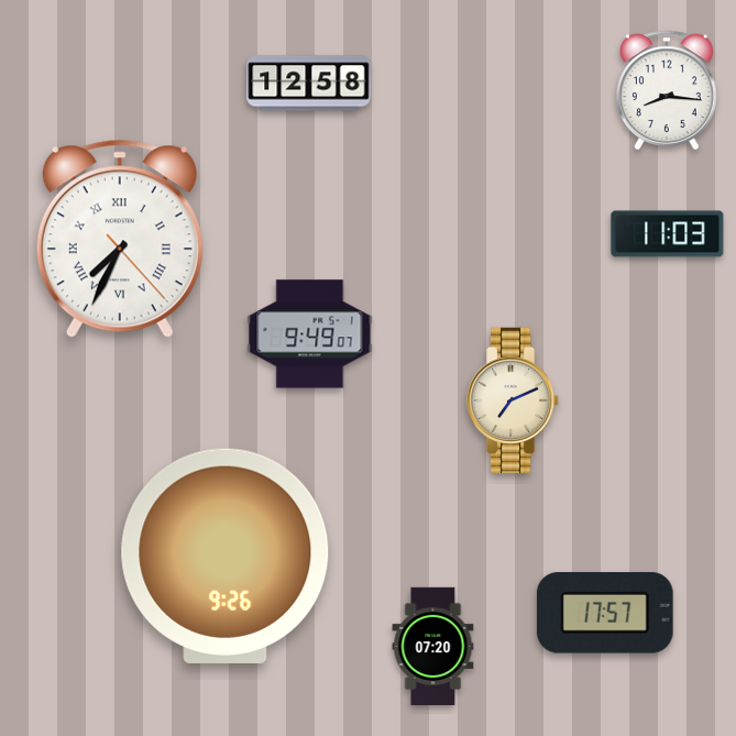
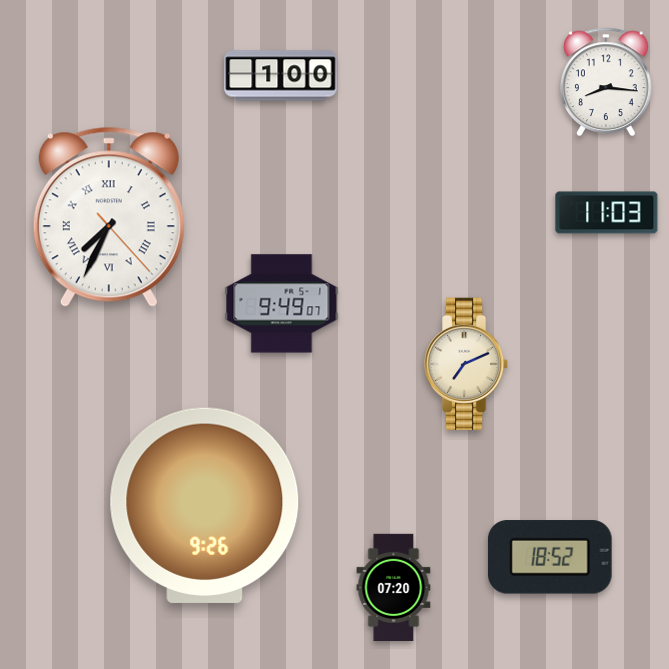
clock at (309, 84): 12:58 -> 1:00
clock at (605, 613): 17:57 -> 18:52
